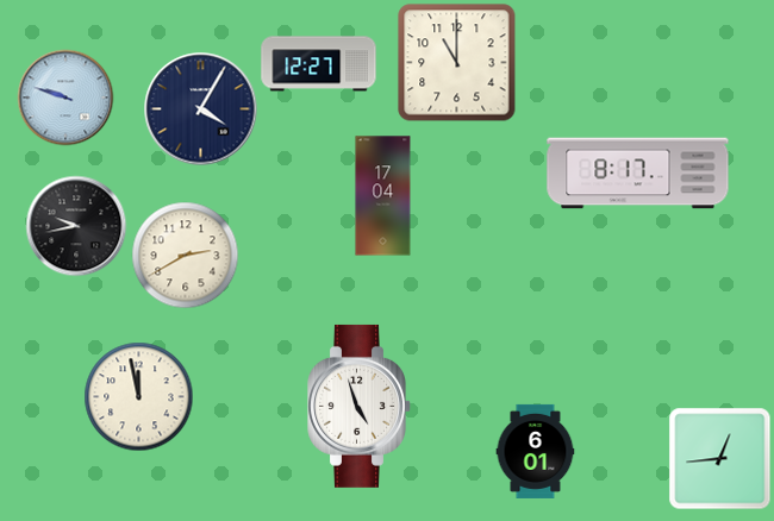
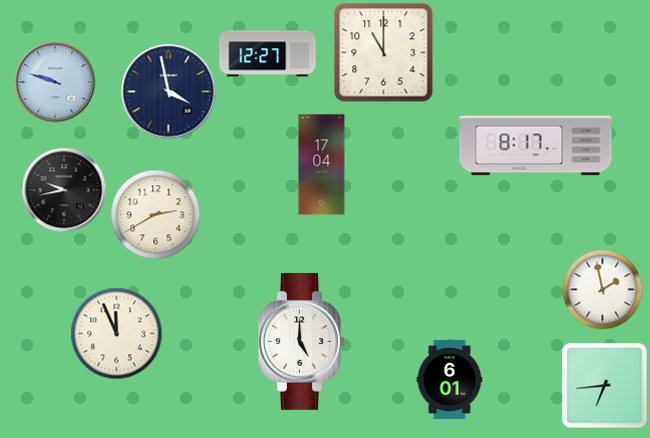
clock at (200, 108): 4:05 -> 3:58
clock at (602, 289): none -> 1:58
clock at (138, 396): 11:58 -> 11:56
clock at (360, 406): 4:57 -> 5:00
clock at (719, 458): 12:44 -> 6:44
